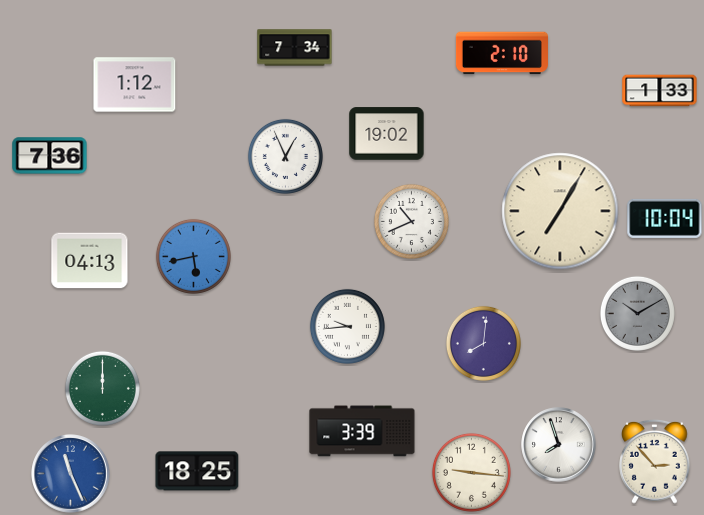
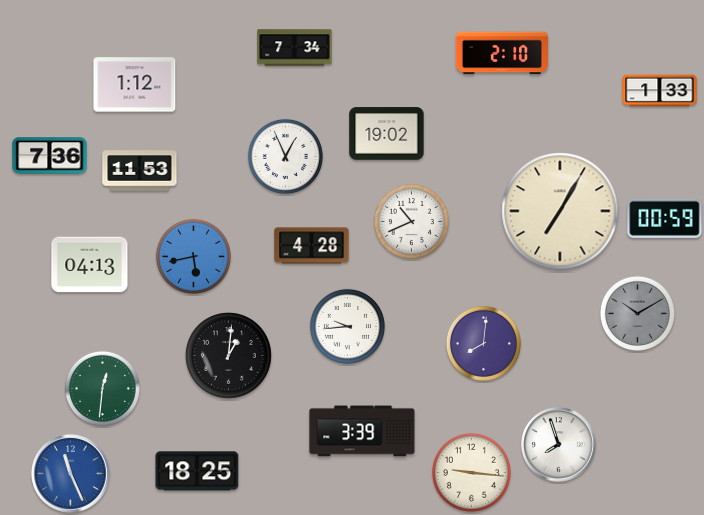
clock at (140, 171): none -> 11:53
clock at (665, 218): 10:04 -> 00:59
clock at (312, 246): none -> 4:28
clock at (90, 261) position: (90, 261) -> (90, 265)
clock at (228, 355): none -> 1:01
clock at (102, 388): 12:00 -> 12:31
clock at (655, 461): 2:53 -> none
